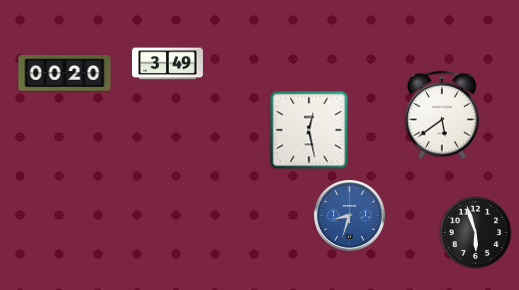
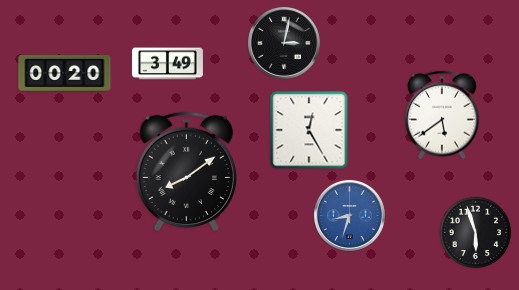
clock at (284, 43): none -> 3:02
clock at (309, 130): 12:28 -> 12:25
clock at (186, 172): none -> 8:09
